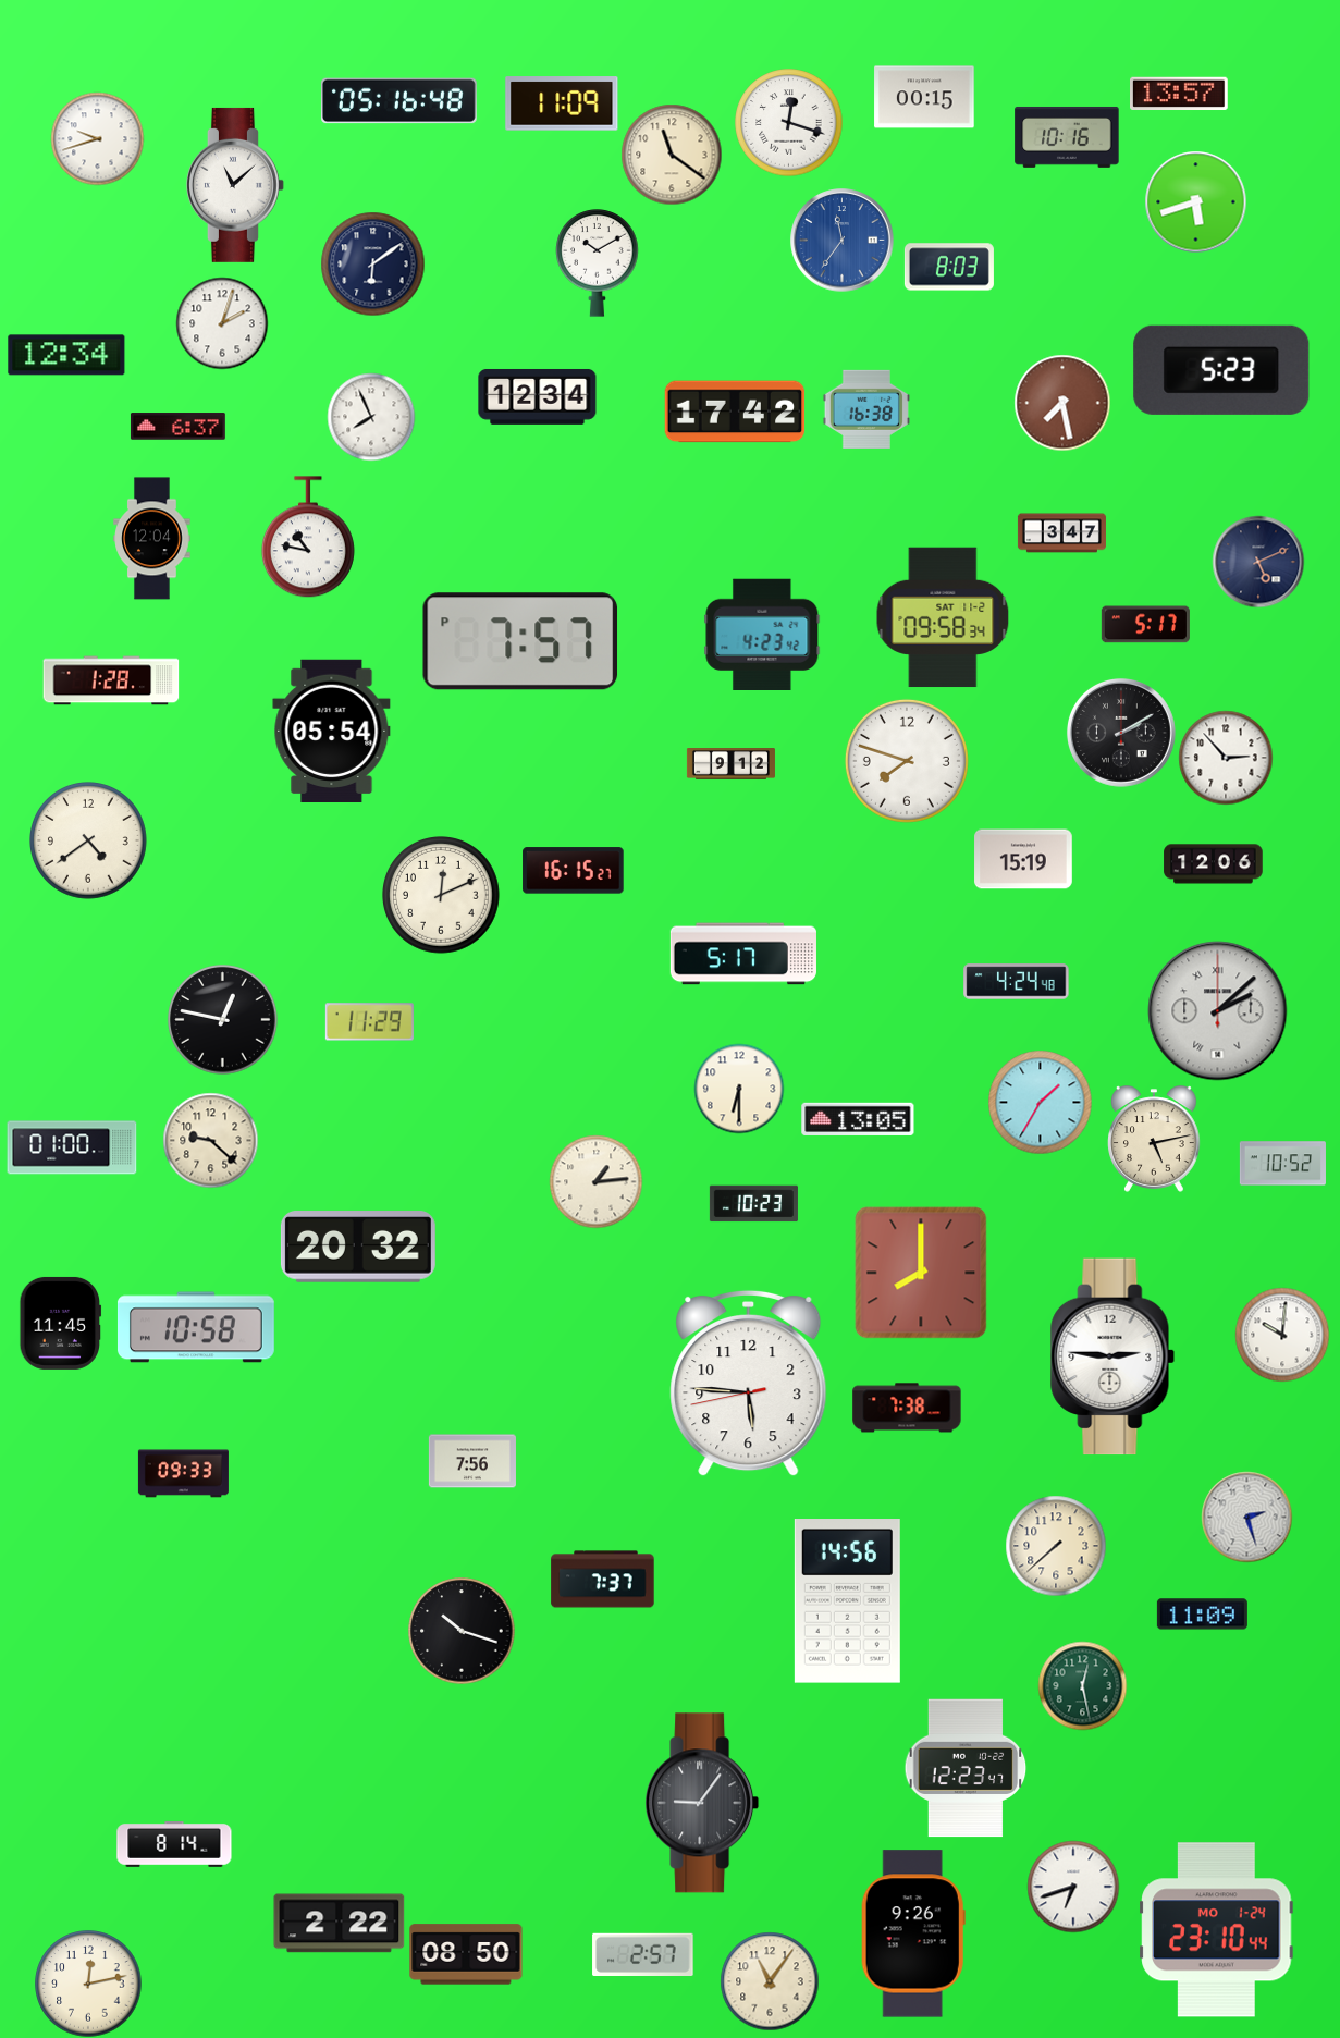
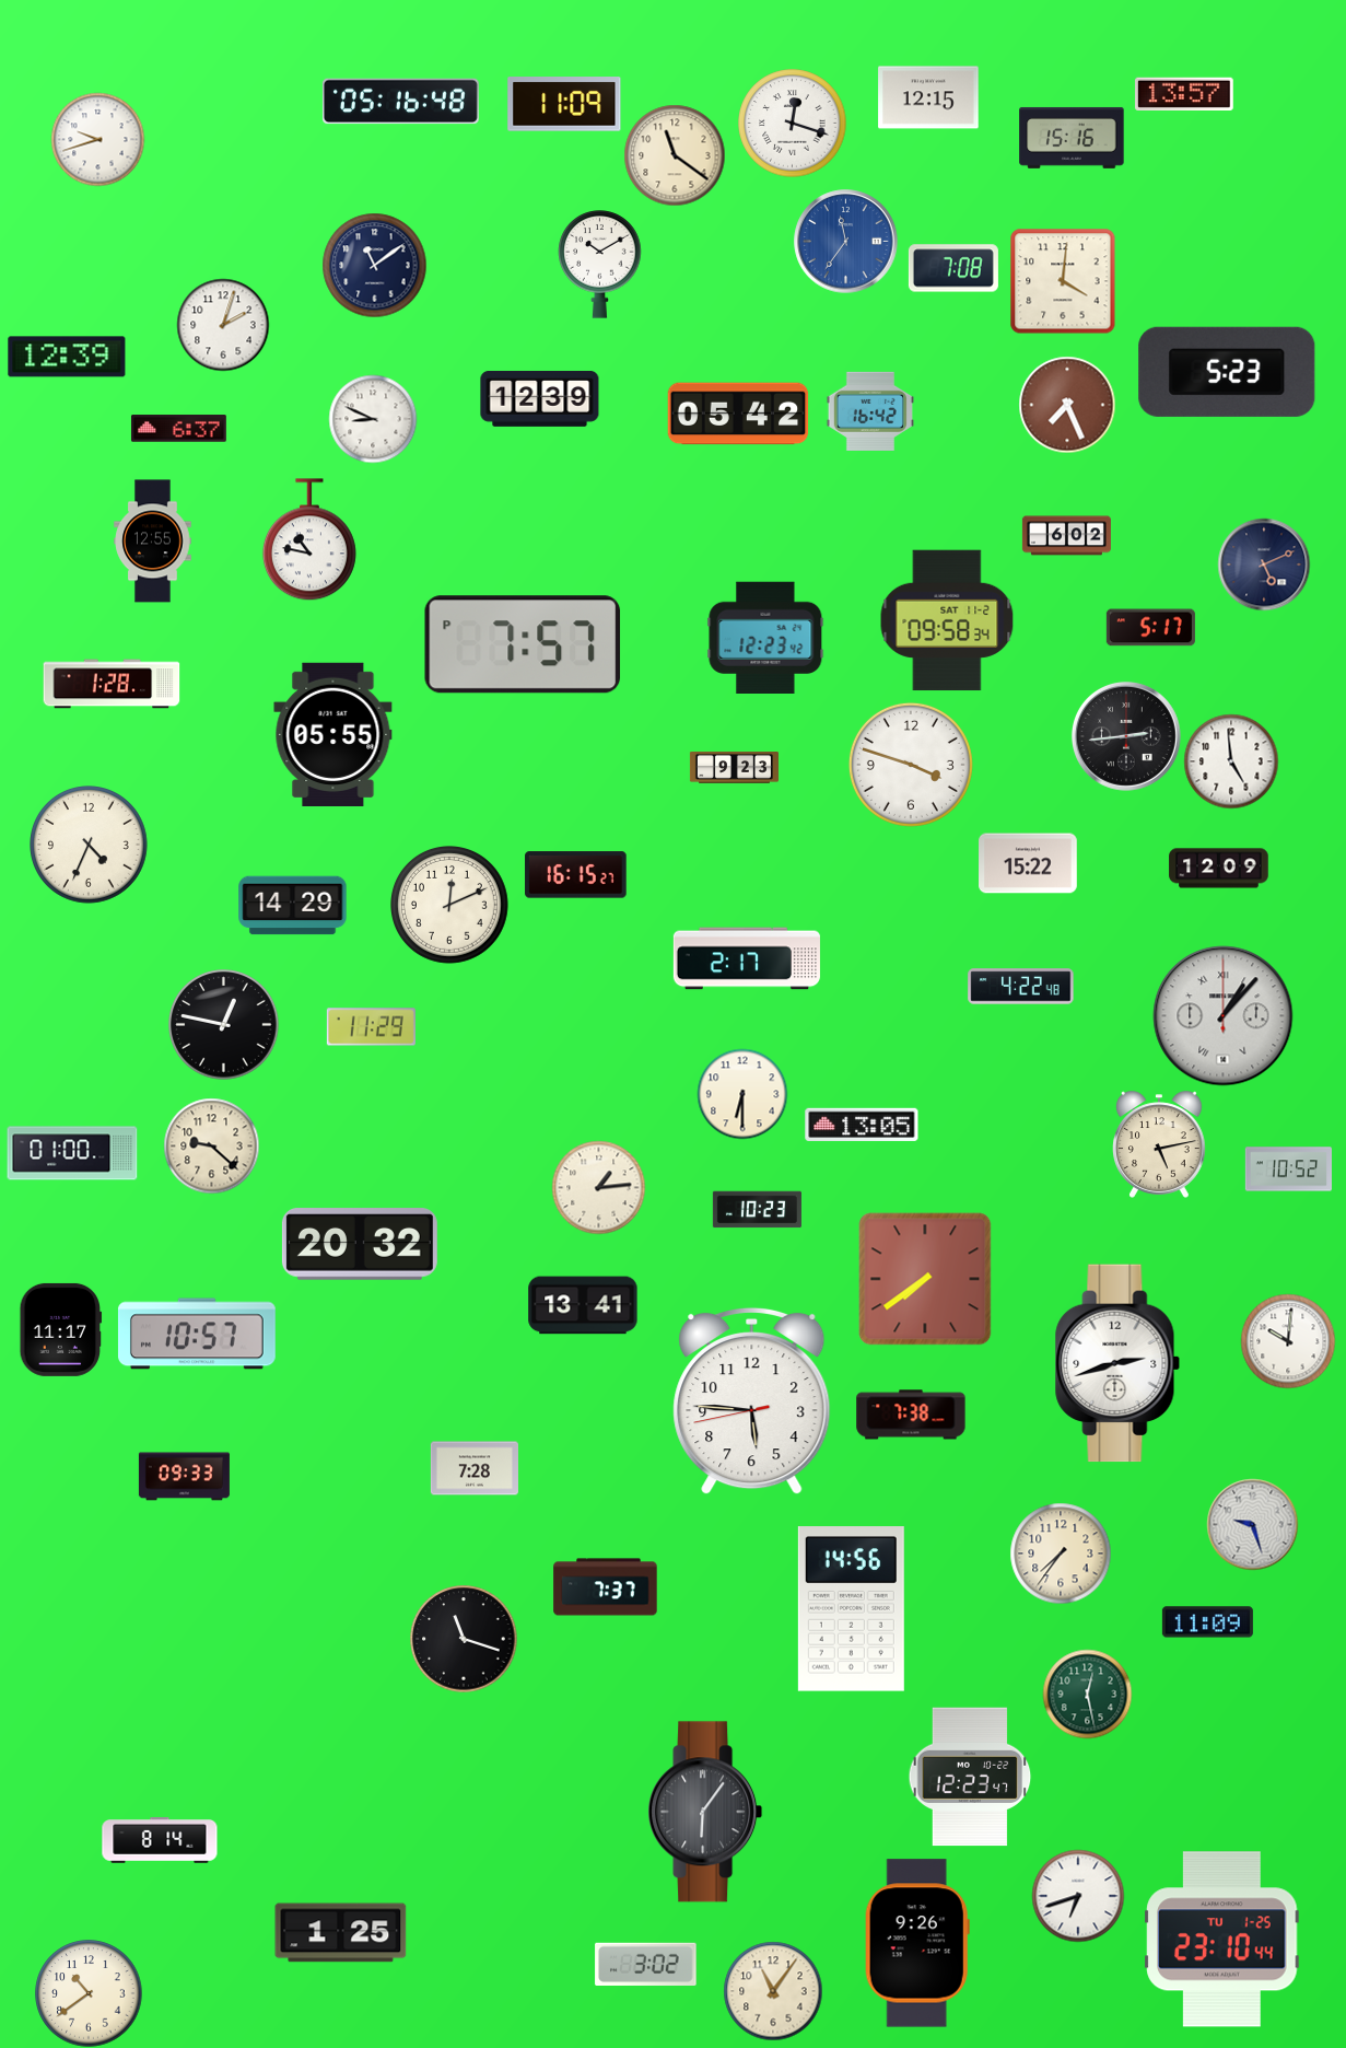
clock at (924, 97): 00:15 -> 12:15
clock at (1067, 137): 10:16 -> 15:16
clock at (235, 185): 11:08 -> none
clock at (1195, 201): 5:42 -> none
clock at (372, 263): 6:09 -> 11:09
clock at (949, 267): 8:03 -> 7:08
clock at (1063, 281): none -> 4:01
clock at (66, 355): 12:34 -> 12:39
clock at (538, 397): 12:34 -> 12:39
clock at (1062, 403): 7:28 -> 7:26
clock at (866, 409): 16:38 -> 16:42
clock at (735, 412): 17:42 -> 05:42
clock at (371, 417): 7:56 -> 8:49
clock at (1061, 533): 3:47 -> 6:02
clock at (152, 539): 12:04 -> 12:55
clock at (762, 634): 4:23 -> 12:23
clock at (332, 731): 05:54 -> 05:55
clock at (1121, 733): 2:10 -> 2:44
clock at (1226, 758): 2:53 -> 4:59
clock at (907, 761): 7:48 -> 3:48
clock at (730, 764): 9:12 -> 9:23
clock at (89, 842): 4:39 -> 4:34
clock at (1023, 859): 15:19 -> 15:22
clock at (1214, 864): 12:06 -> 12:09
clock at (442, 896) position: (442, 896) -> (450, 906)
clock at (293, 906): none -> 14:29
clock at (743, 954): 5:17 -> 2:17
clock at (1017, 982): 4:24 -> 4:22
clock at (1218, 1011): 2:08 -> 1:07
clock at (1040, 1102): 1:35 -> none
clock at (358, 1247) position: (358, 1247) -> (360, 1244)
clock at (921, 1273): 8:00 -> 7:39
clock at (583, 1305): none -> 13:41
clock at (61, 1323): 11:45 -> 11:17
clock at (196, 1327): 10:58 -> 10:57
clock at (1112, 1356): 2:46 -> 2:42
clock at (749, 1384) position: (749, 1384) -> (752, 1401)
clock at (472, 1461): 7:56 -> 7:28
clock at (183, 1474) position: (183, 1474) -> (184, 1477)
clock at (1246, 1517): 2:27 -> 9:27
clock at (1056, 1546): 7:38 -> 7:36
clock at (462, 1631): 10:18 -> 11:18
clock at (702, 1803): 9:06 -> 6:06
clock at (174, 1845) position: (174, 1845) -> (160, 1841)
clock at (340, 1924): 2:22 -> 1:25
clock at (1217, 1930) date: MO 1-24 -> TU 1-25
clock at (466, 1954): 08:50 -> none
clock at (643, 1954): 2:57 -> 3:02
clock at (88, 1984): 12:13 -> 10:39
